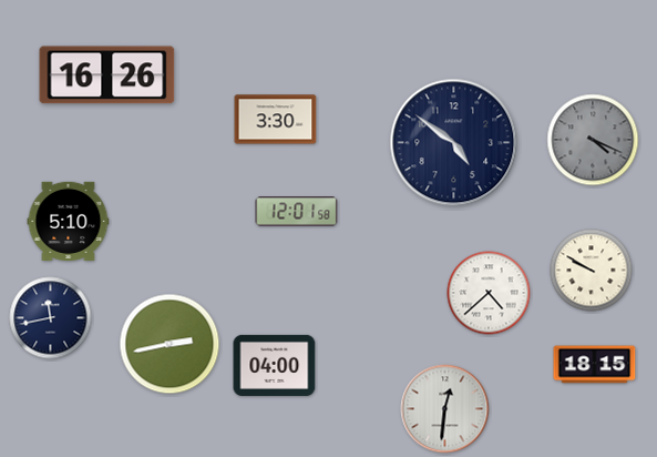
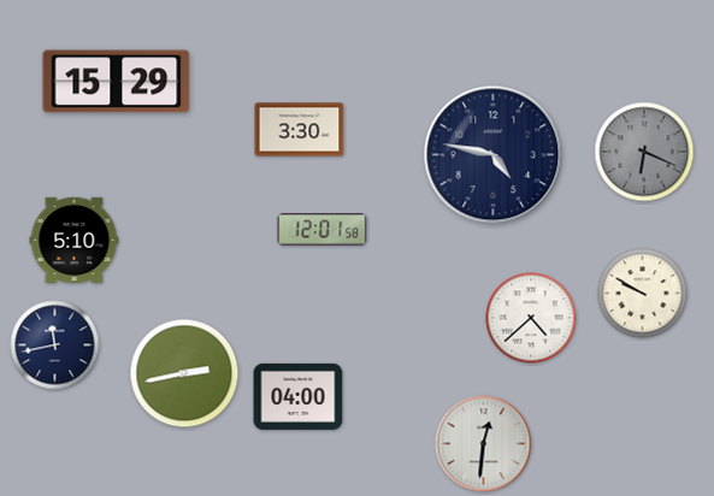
clock at (107, 75): 16:26 -> 15:29
clock at (593, 140): 4:19 -> 6:19
clock at (454, 143): 4:51 -> 4:47
clock at (595, 365): 18:15 -> none
